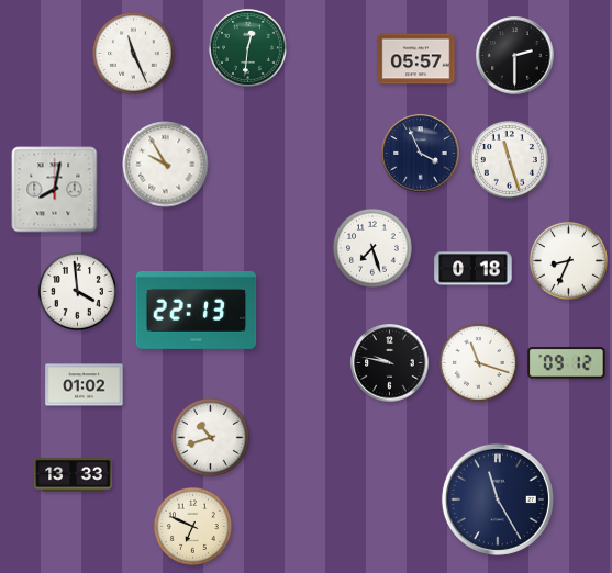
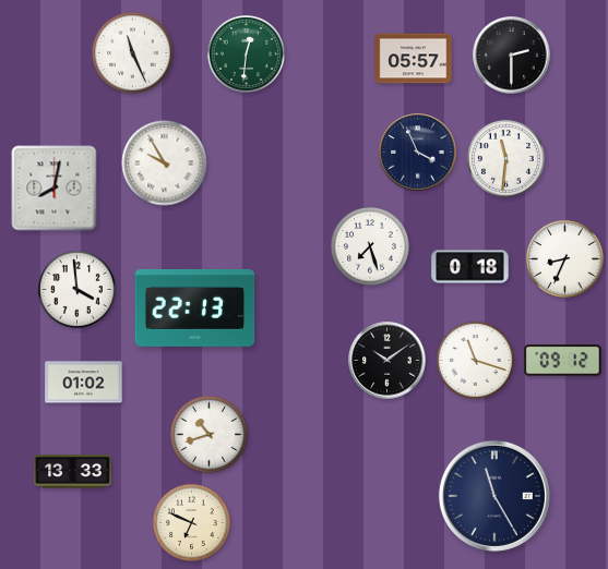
clock at (247, 47) position: (247, 47) -> (246, 53)
clock at (509, 159): 11:27 -> 11:31
clock at (390, 363): 9:47 -> 10:09
